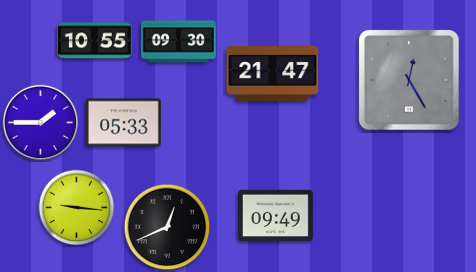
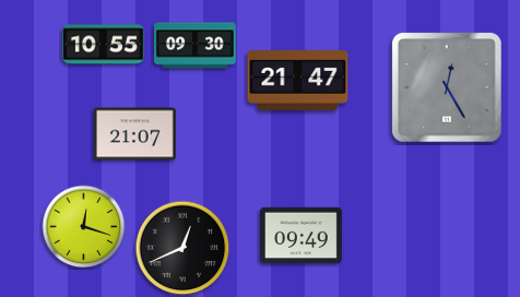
clock at (40, 122): 1:45 -> none
clock at (123, 123): 05:33 -> 21:07
clock at (77, 208): 9:16 -> 12:18
